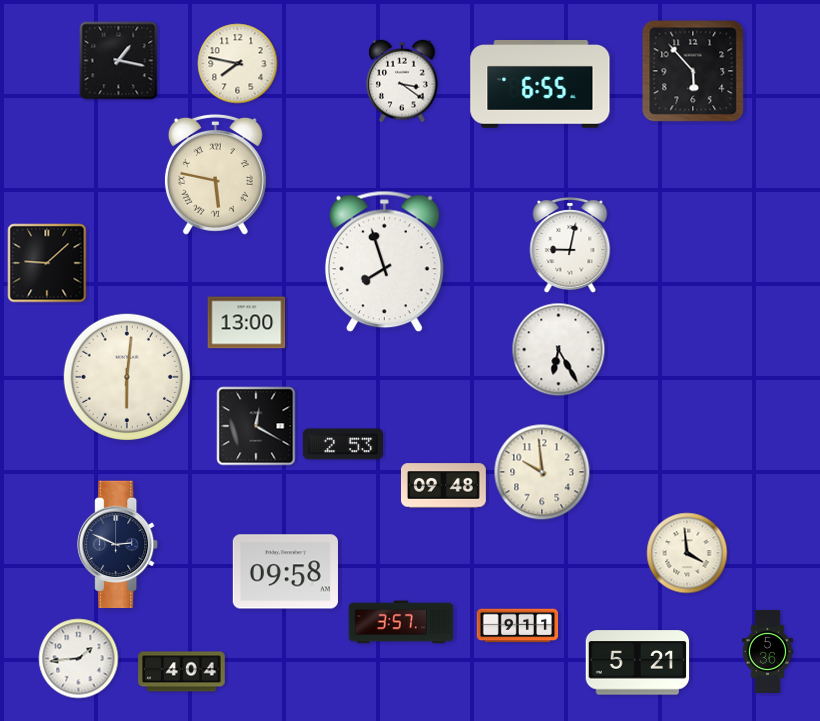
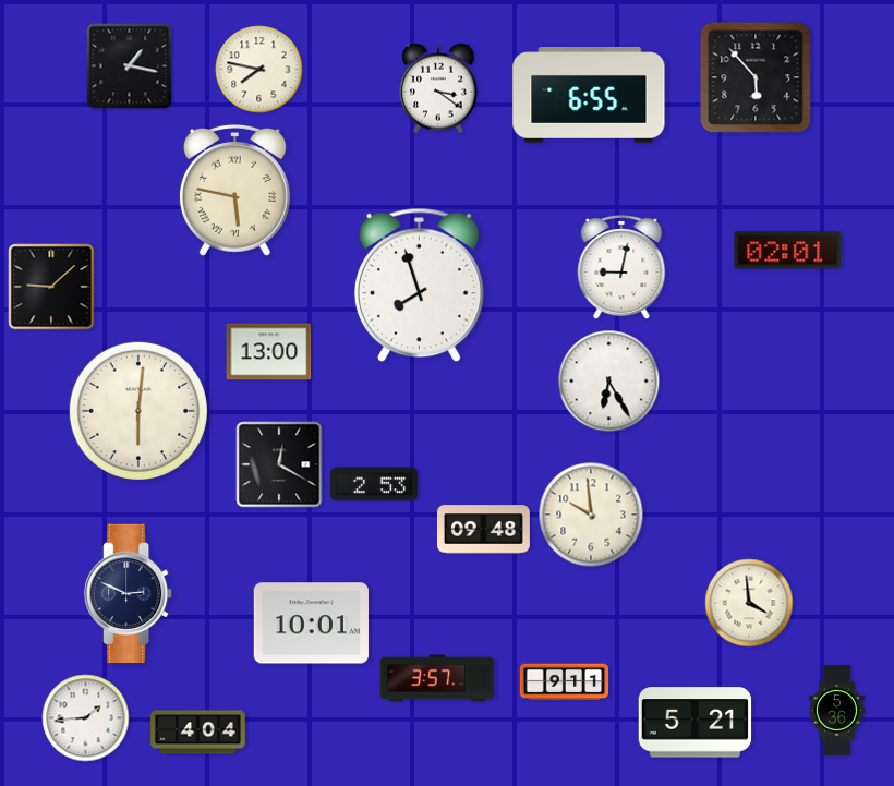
clock at (540, 85) position: (540, 85) -> (589, 96)
clock at (788, 251): none -> 02:01
clock at (285, 572): 09:58 -> 10:01
